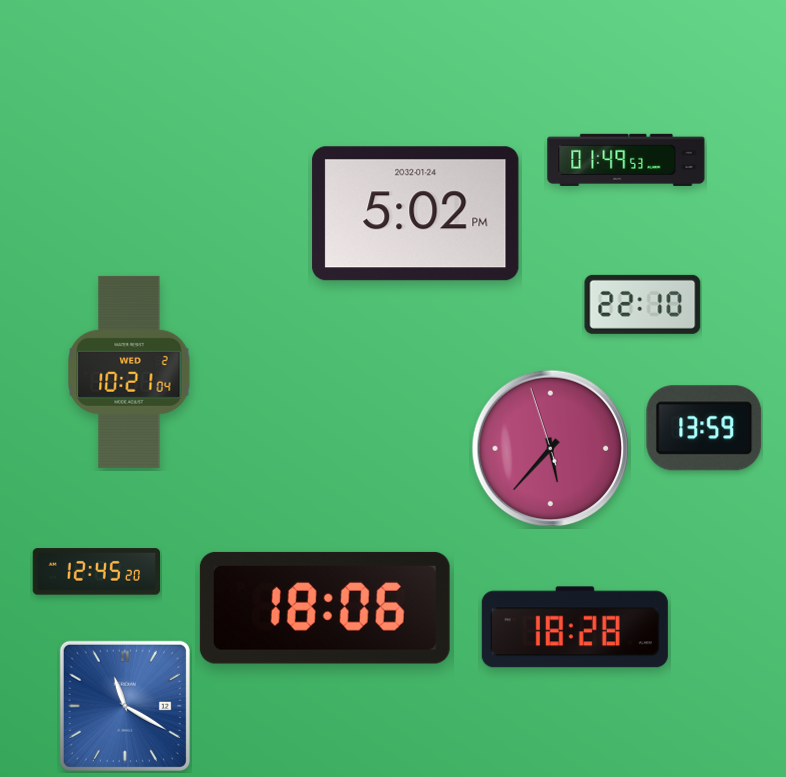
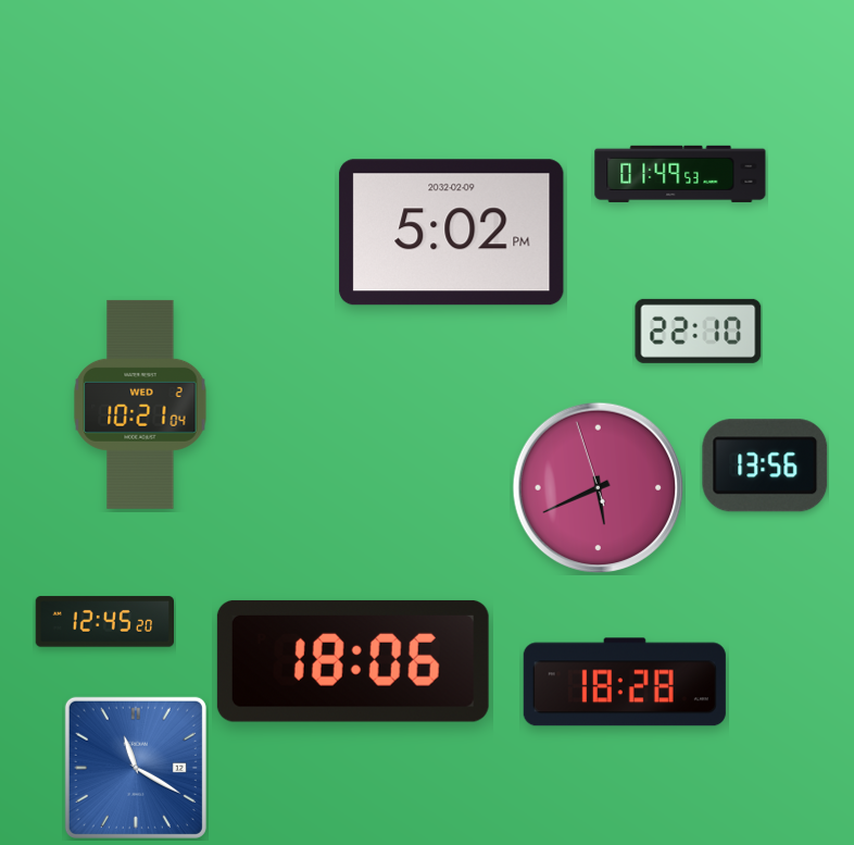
clock at (416, 214) date: 2032-01-24 -> 2032-02-09
clock at (704, 428): 13:59 -> 13:56
clock at (551, 449): 5:36 -> 5:40
